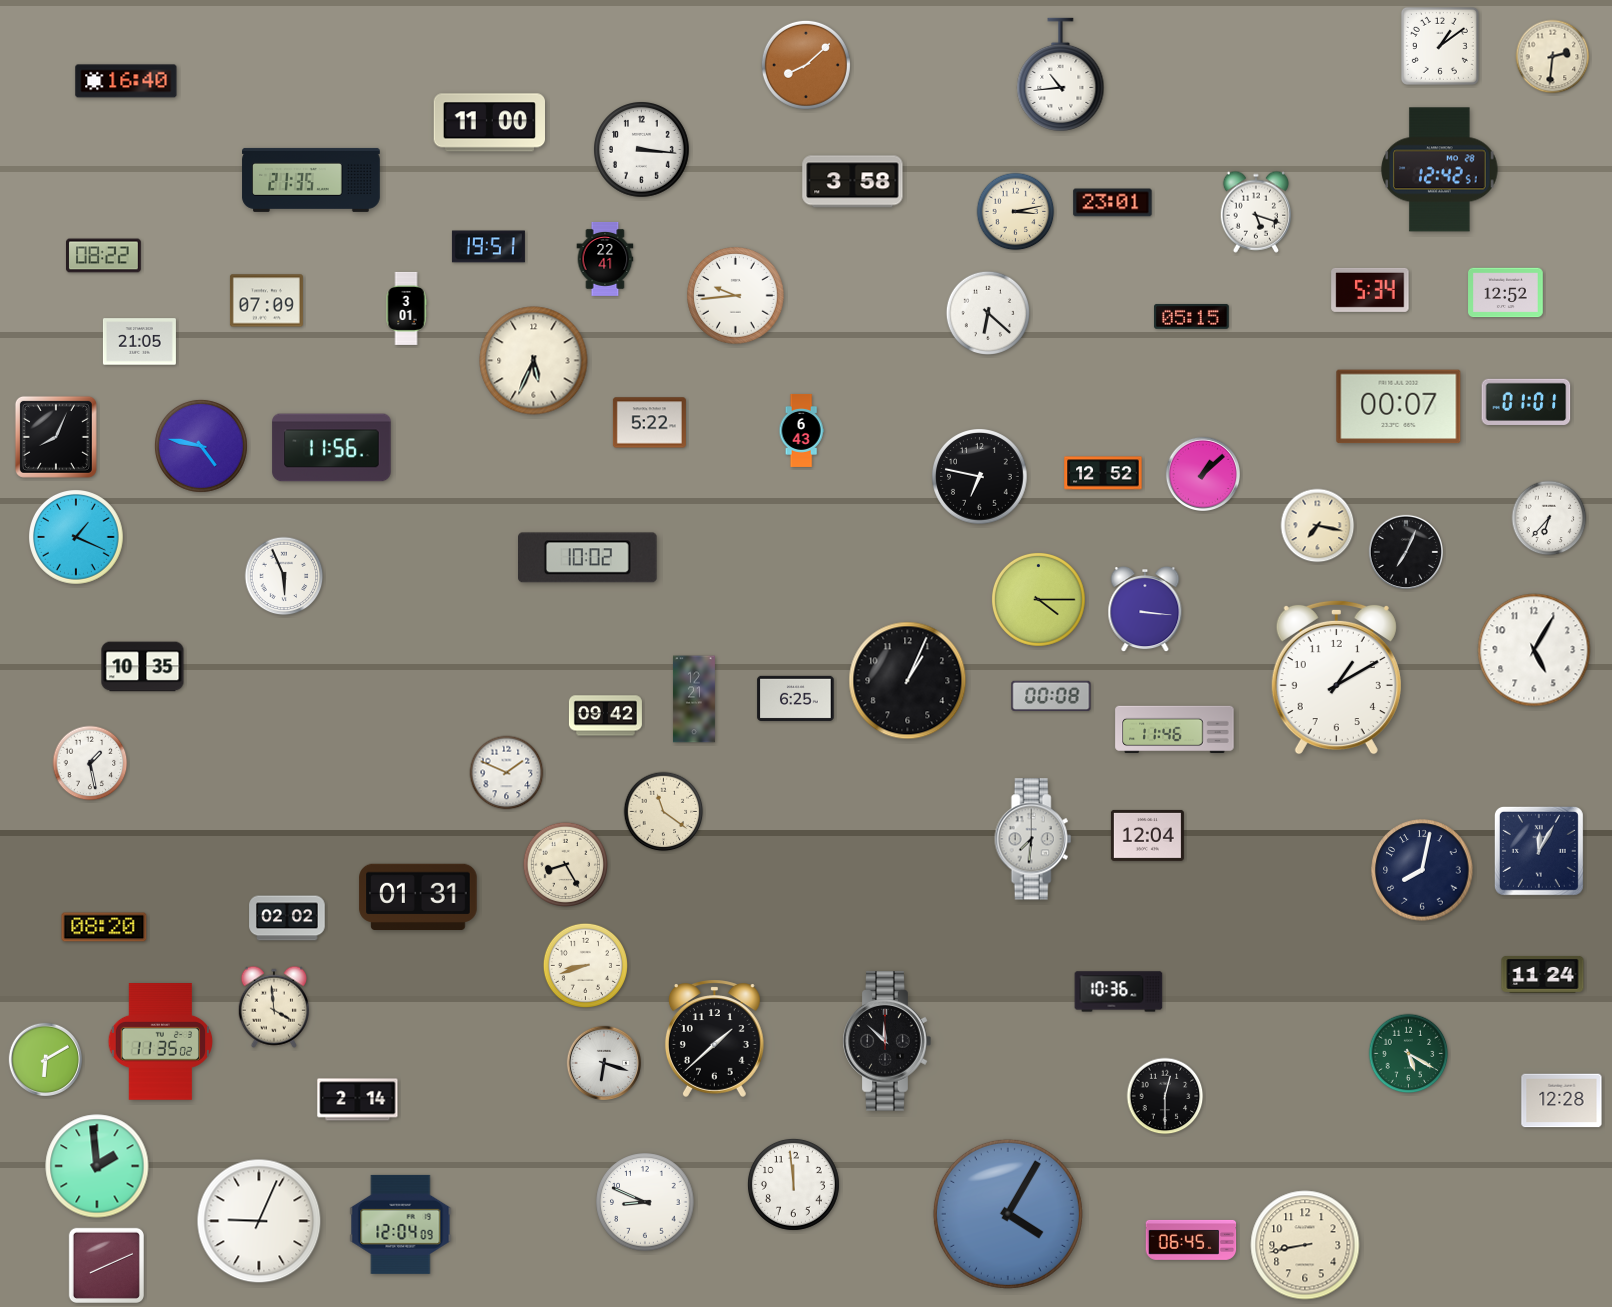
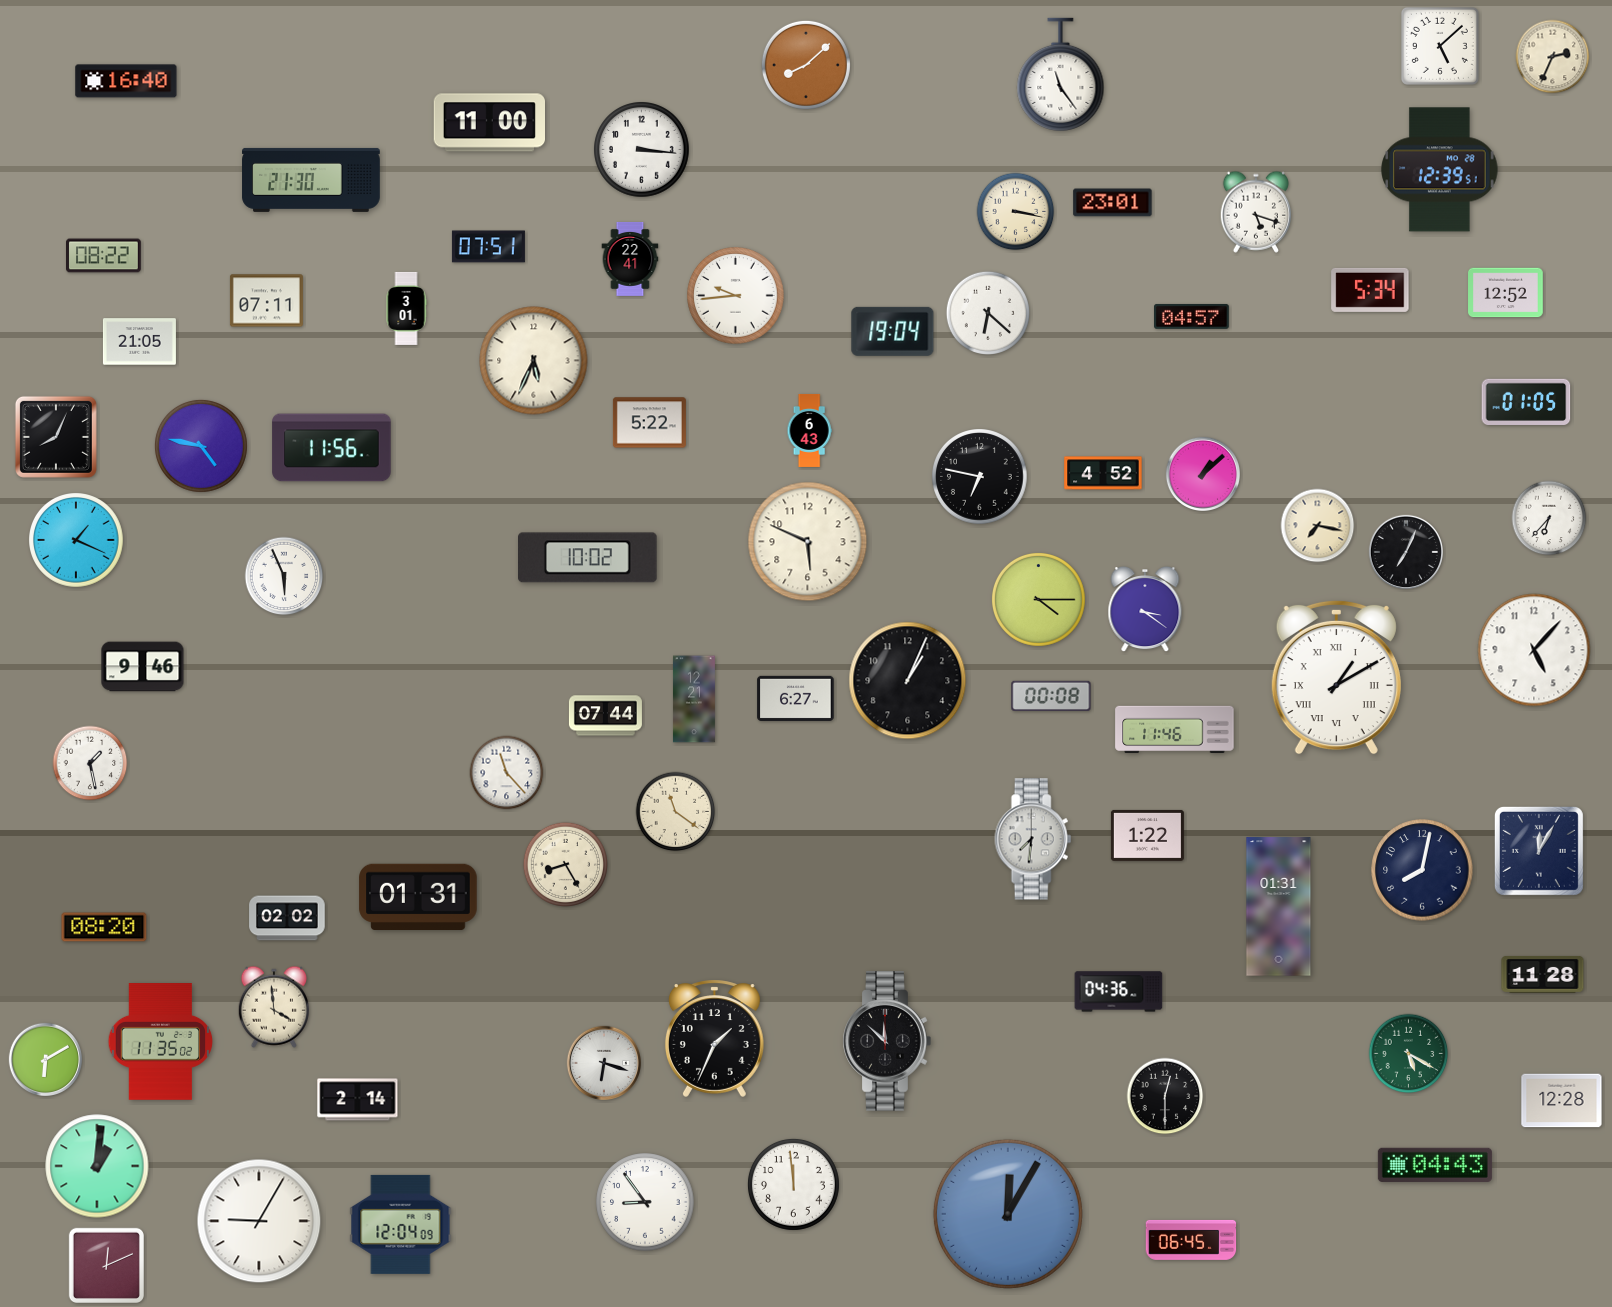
clock at (1440, 46): 1:09 -> 5:08
clock at (1553, 57): 2:31 -> 2:34
clock at (1061, 74): 10:44 -> 11:24
clock at (1440, 170): 12:42 -> 12:39
clock at (311, 180): 21:35 -> 21:30
clock at (853, 182): 3:58 -> none
clock at (1016, 212): 3:13 -> 3:17
clock at (488, 247): 19:51 -> 07:51
clock at (605, 259) position: (605, 259) -> (630, 259)
clock at (266, 301): 07:09 -> 07:11
clock at (1192, 316): 05:15 -> 04:57
clock at (893, 331): none -> 19:04
clock at (1526, 401): 01:01 -> 01:05
clock at (1399, 407): 00:07 -> none
clock at (801, 430) position: (801, 430) -> (809, 430)
clock at (1103, 473): 12:52 -> 4:52
clock at (77, 538) position: (77, 538) -> (77, 541)
clock at (808, 542): none -> 5:49
clock at (1145, 610): 3:16 -> 3:21
clock at (1534, 650): 5:05 -> 5:07
clock at (143, 667): 10:35 -> 9:46
clock at (1336, 677) numerals: Arabic -> Roman
clock at (796, 698): 6:25 -> 6:27
clock at (605, 716): 09:42 -> 07:44
clock at (507, 773): 1:49 -> 11:23
clock at (664, 812) position: (664, 812) -> (676, 812)
clock at (1147, 835): 12:04 -> 1:22
clock at (1279, 907): none -> 01:31
clock at (585, 965): 8:42 -> none
clock at (1543, 974): 11:24 -> 11:28
clock at (1119, 992): 10:36 -> 04:36
clock at (714, 1038): 1:38 -> 1:34
clock at (1435, 1165): none -> 04:43
clock at (97, 1166): 1:59 -> 1:01
clock at (645, 1202): 8:49 -> 8:54
clock at (1008, 1214): 4:05 -> 12:05
clock at (259, 1221): 9:04 -> 9:05
clock at (1305, 1245): 8:43 -> none
clock at (106, 1265): 8:11 -> 12:11
